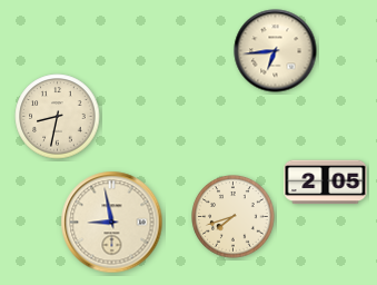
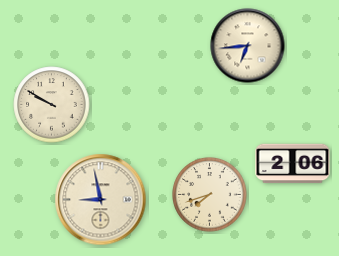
clock at (58, 117): 8:32 -> 9:50
clock at (326, 183): 2:05 -> 2:06
